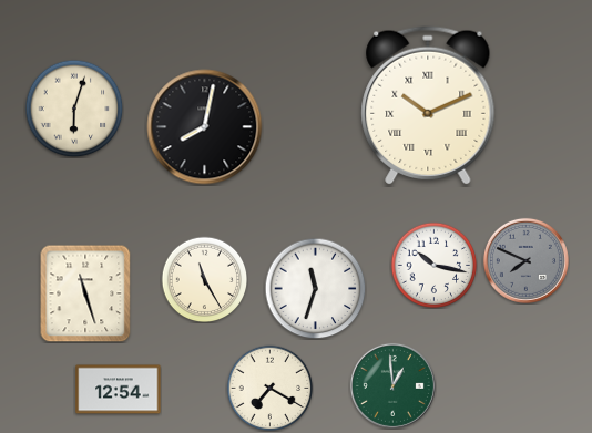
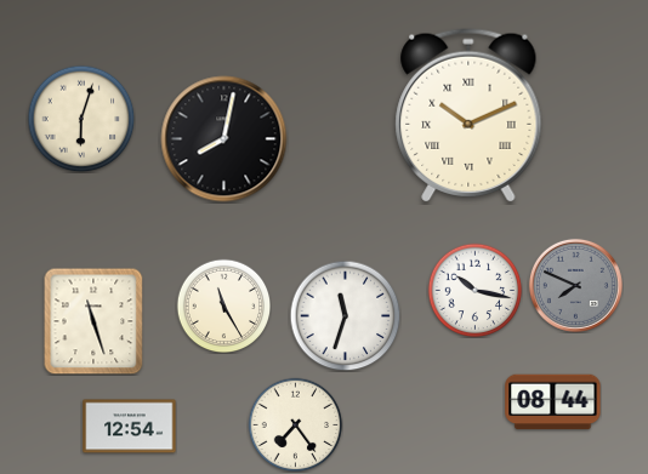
clock at (553, 402): none -> 08:44
clock at (392, 385): 12:59 -> none
clock at (269, 388): 7:20 -> 7:24
